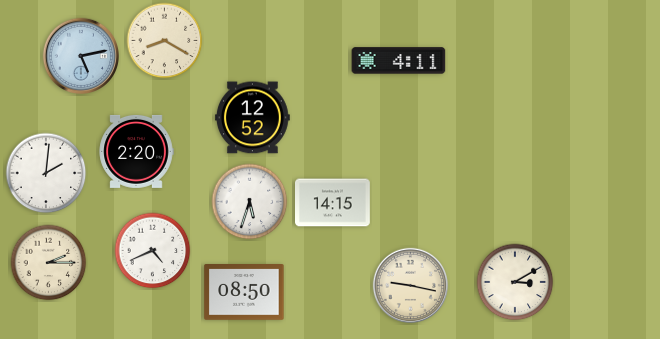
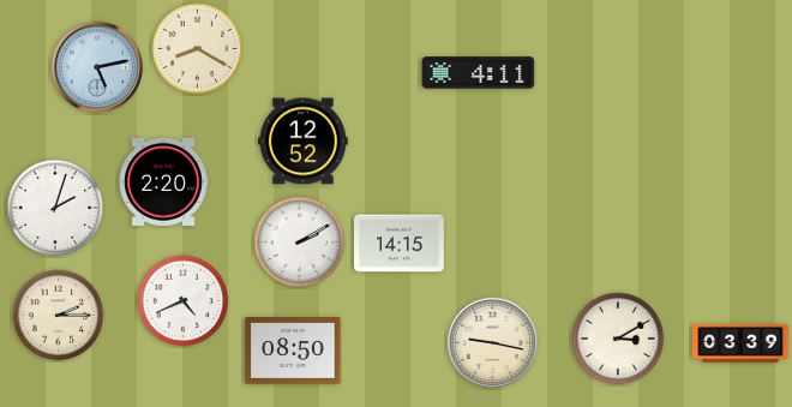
clock at (46, 173): 2:01 -> 2:03
clock at (250, 202): 5:33 -> 2:10
clock at (740, 343): none -> 03:39
